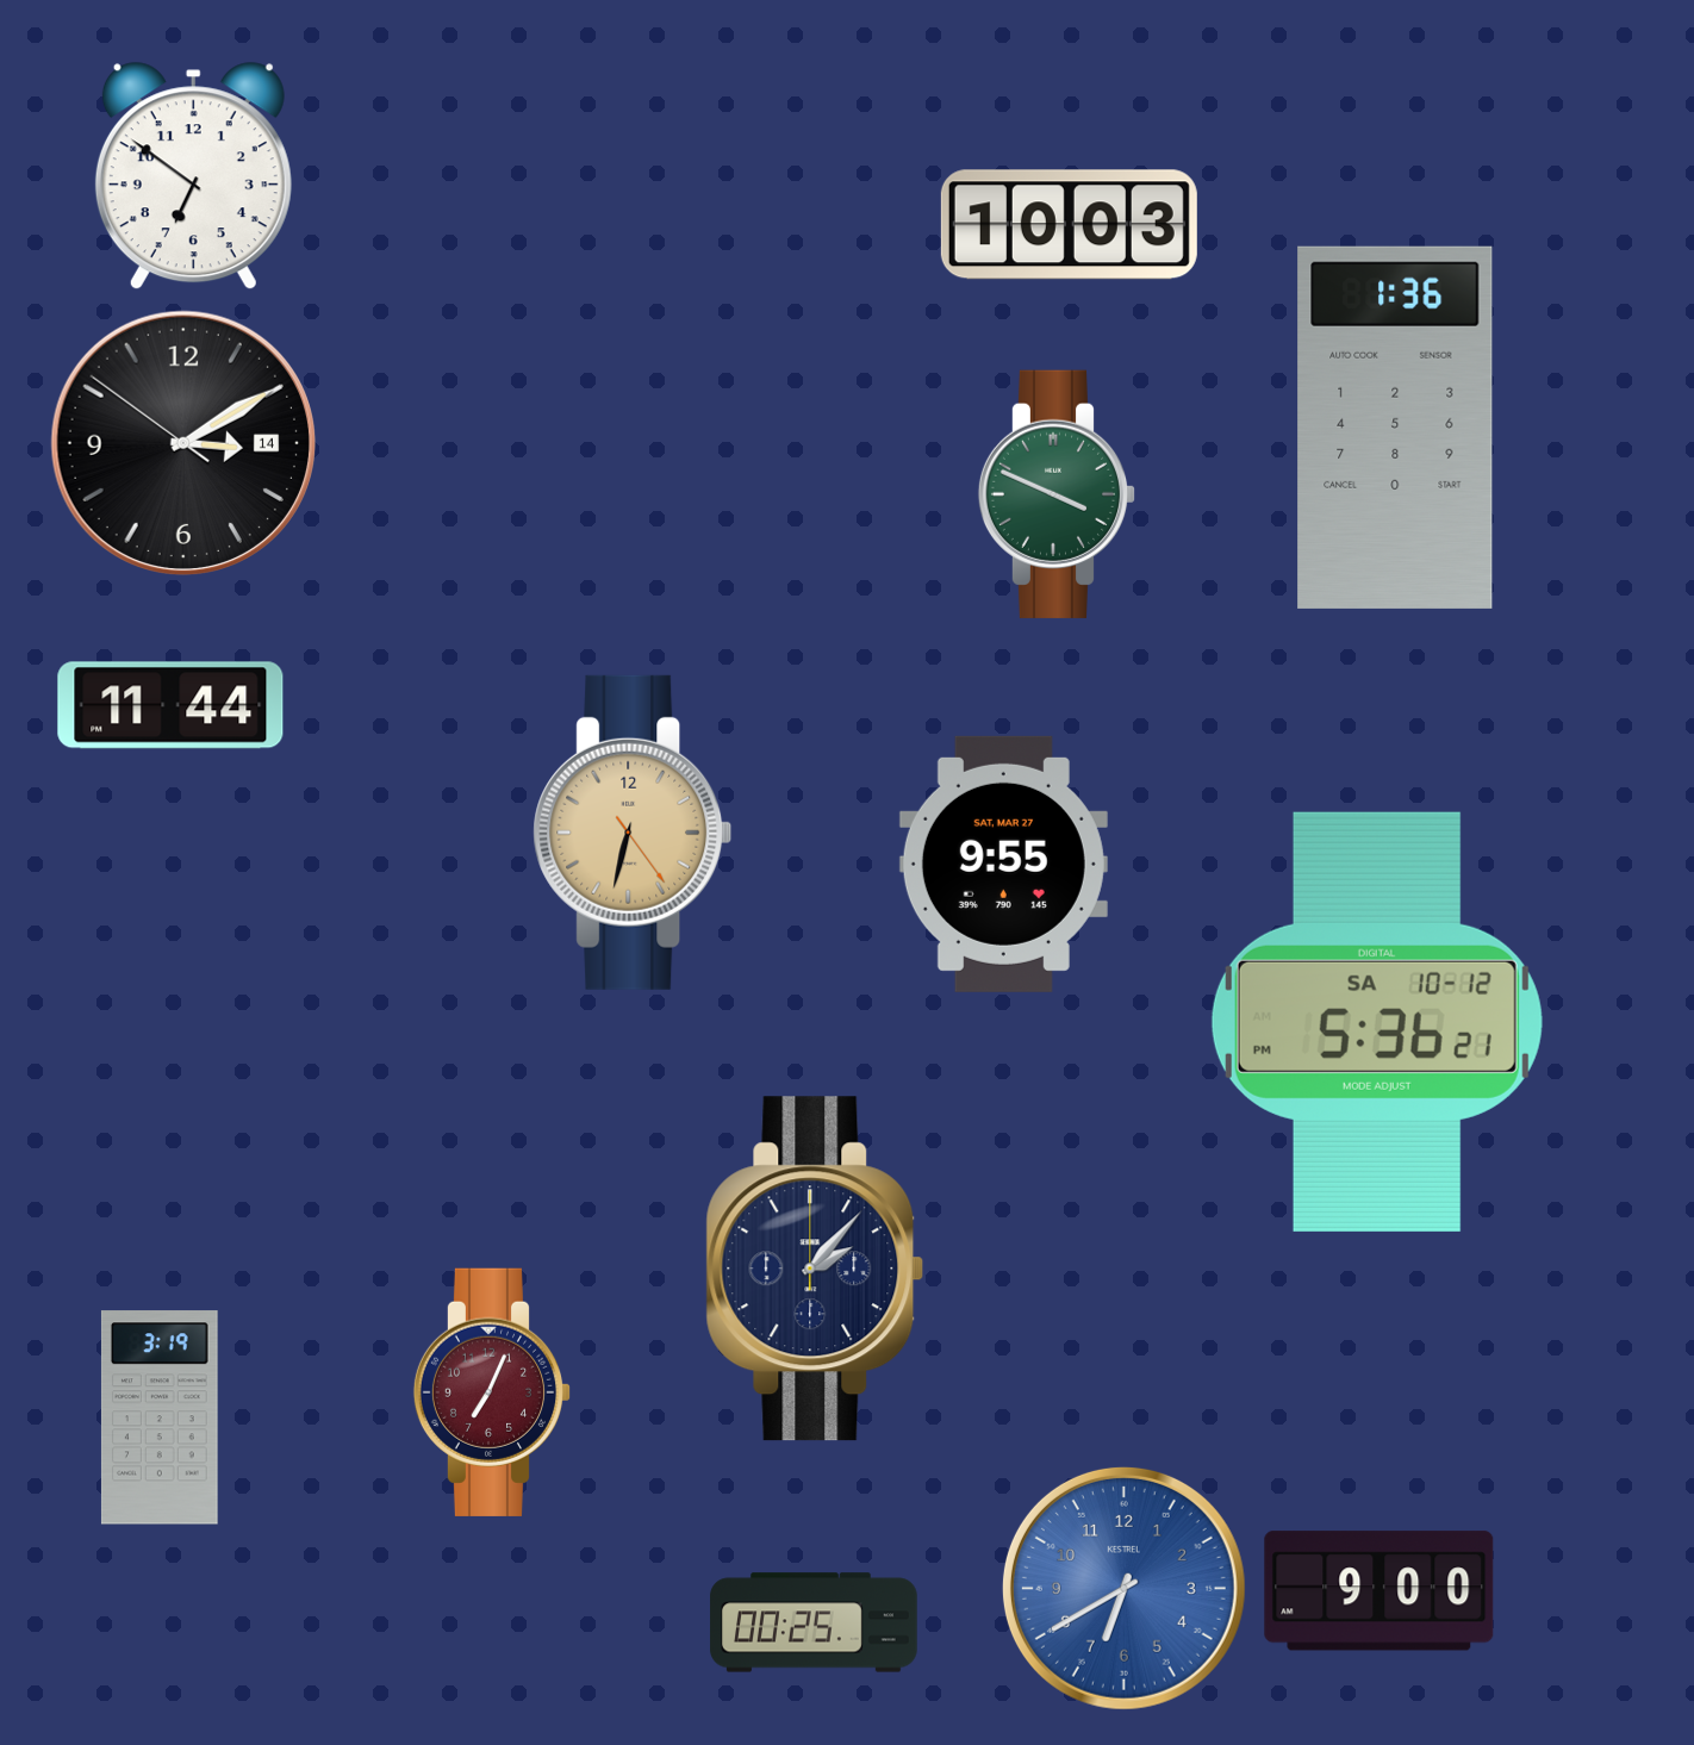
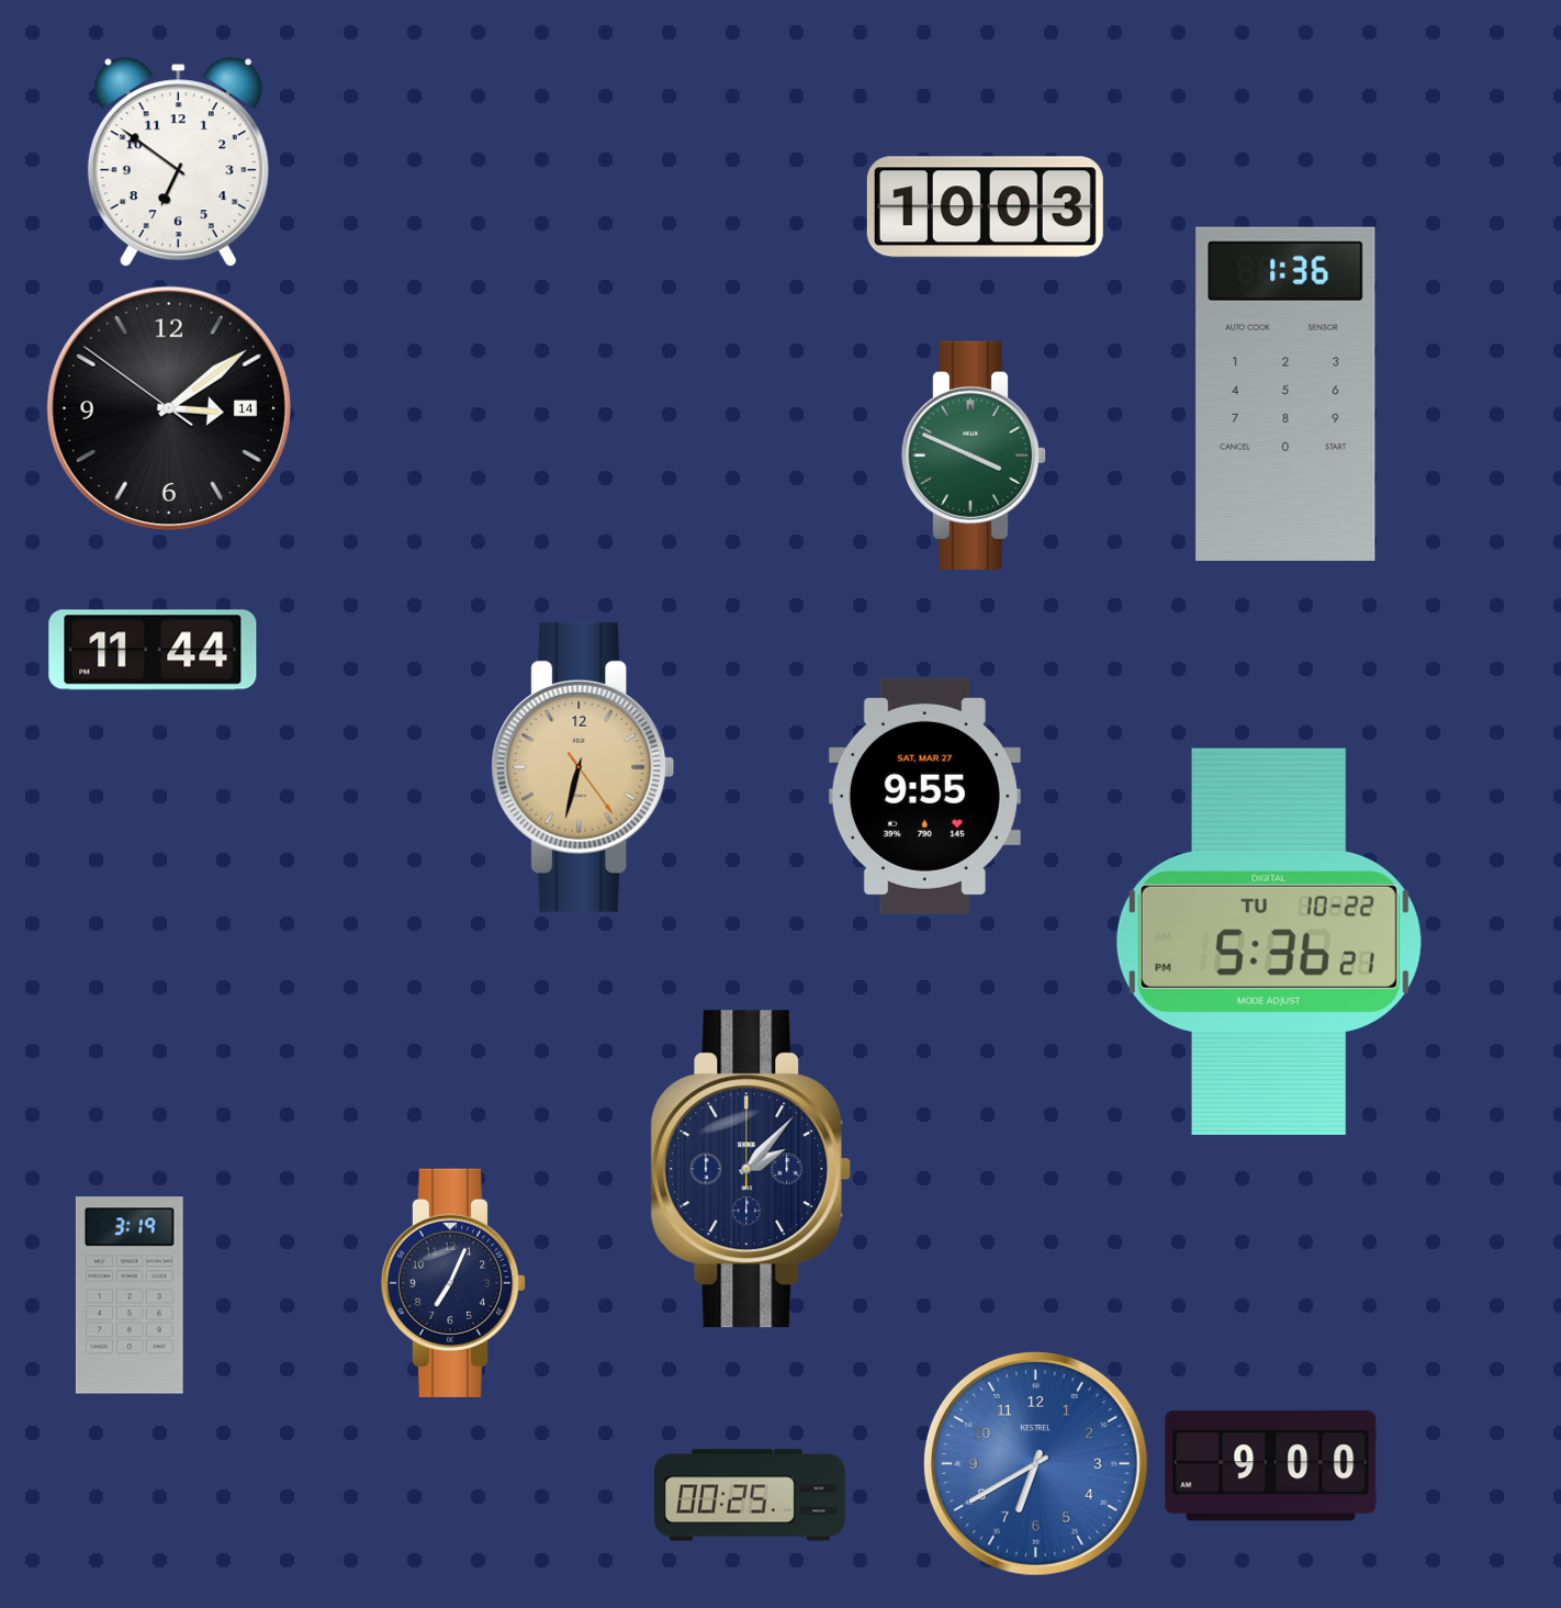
clock at (182, 442): 3:09 -> 3:08
clock at (170, 705) position: (170, 705) -> (153, 650)
clock at (1377, 1022) date: SA 10-12 -> TU 10-22
clock at (492, 1392) dial: burgundy -> navy
clock at (160, 1417) position: (160, 1417) -> (130, 1295)
